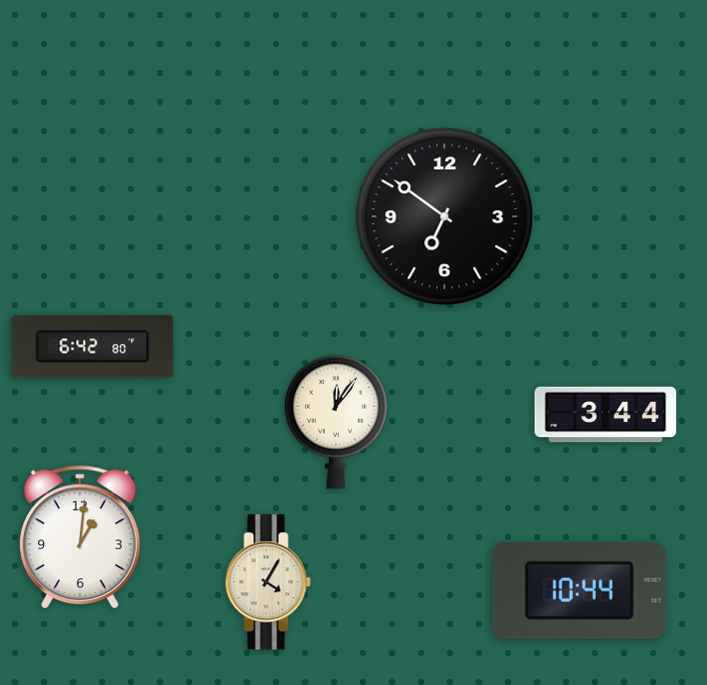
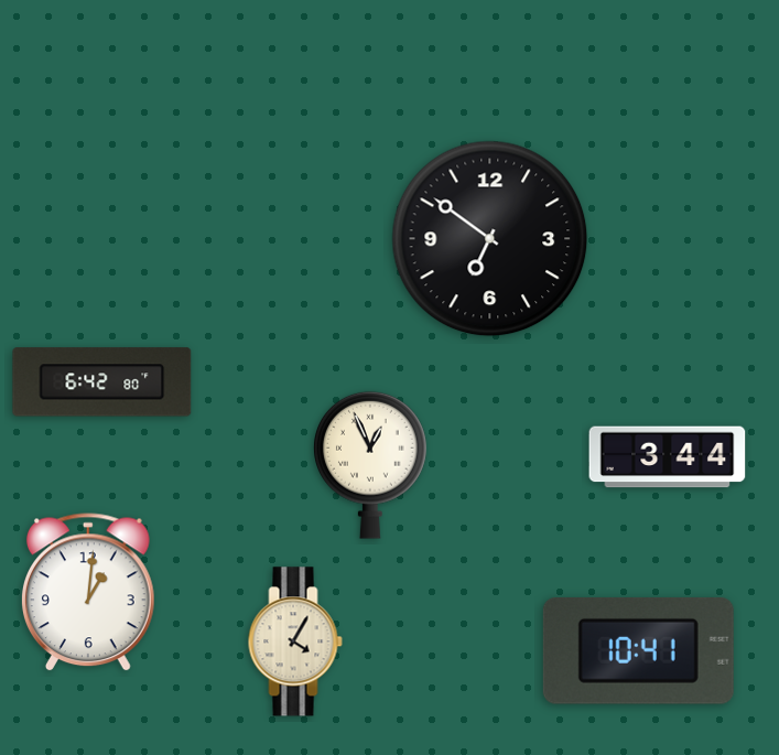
clock at (337, 422): 12:06 -> 12:56
clock at (579, 590): 10:44 -> 10:41
